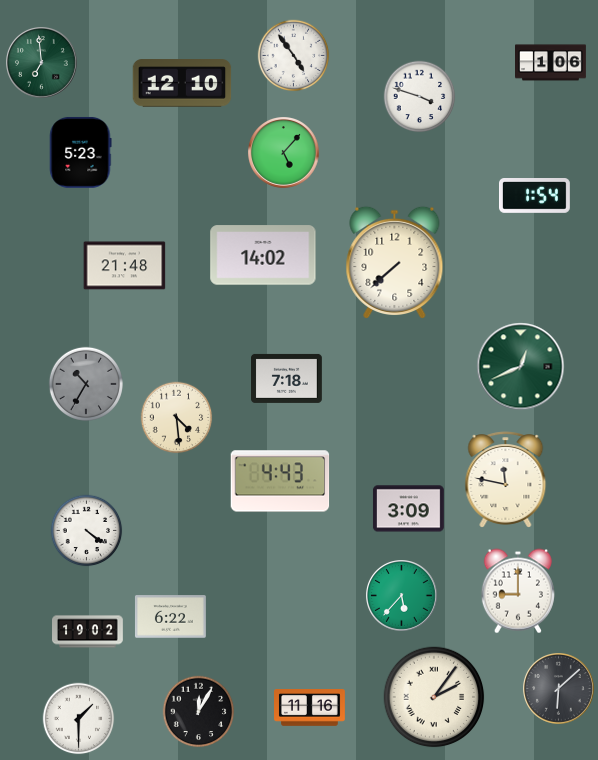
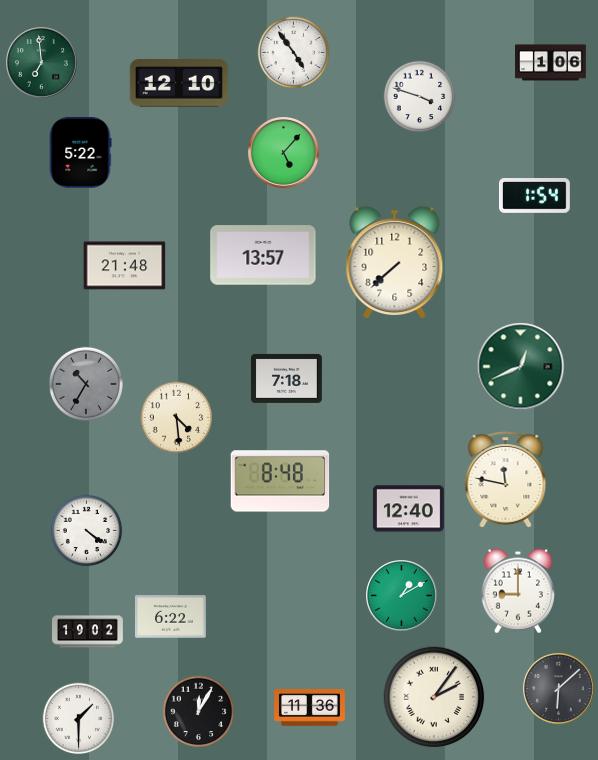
clock at (294, 56) position: (294, 56) -> (294, 53)
clock at (182, 83) position: (182, 83) -> (179, 83)
clock at (81, 152): 5:23 -> 5:22
clock at (263, 255): 14:02 -> 13:57
clock at (280, 481): 4:43 -> 8:48
clock at (409, 509): 3:09 -> 12:40
clock at (402, 596): 5:37 -> 1:10
clock at (310, 708): 11:16 -> 11:36
